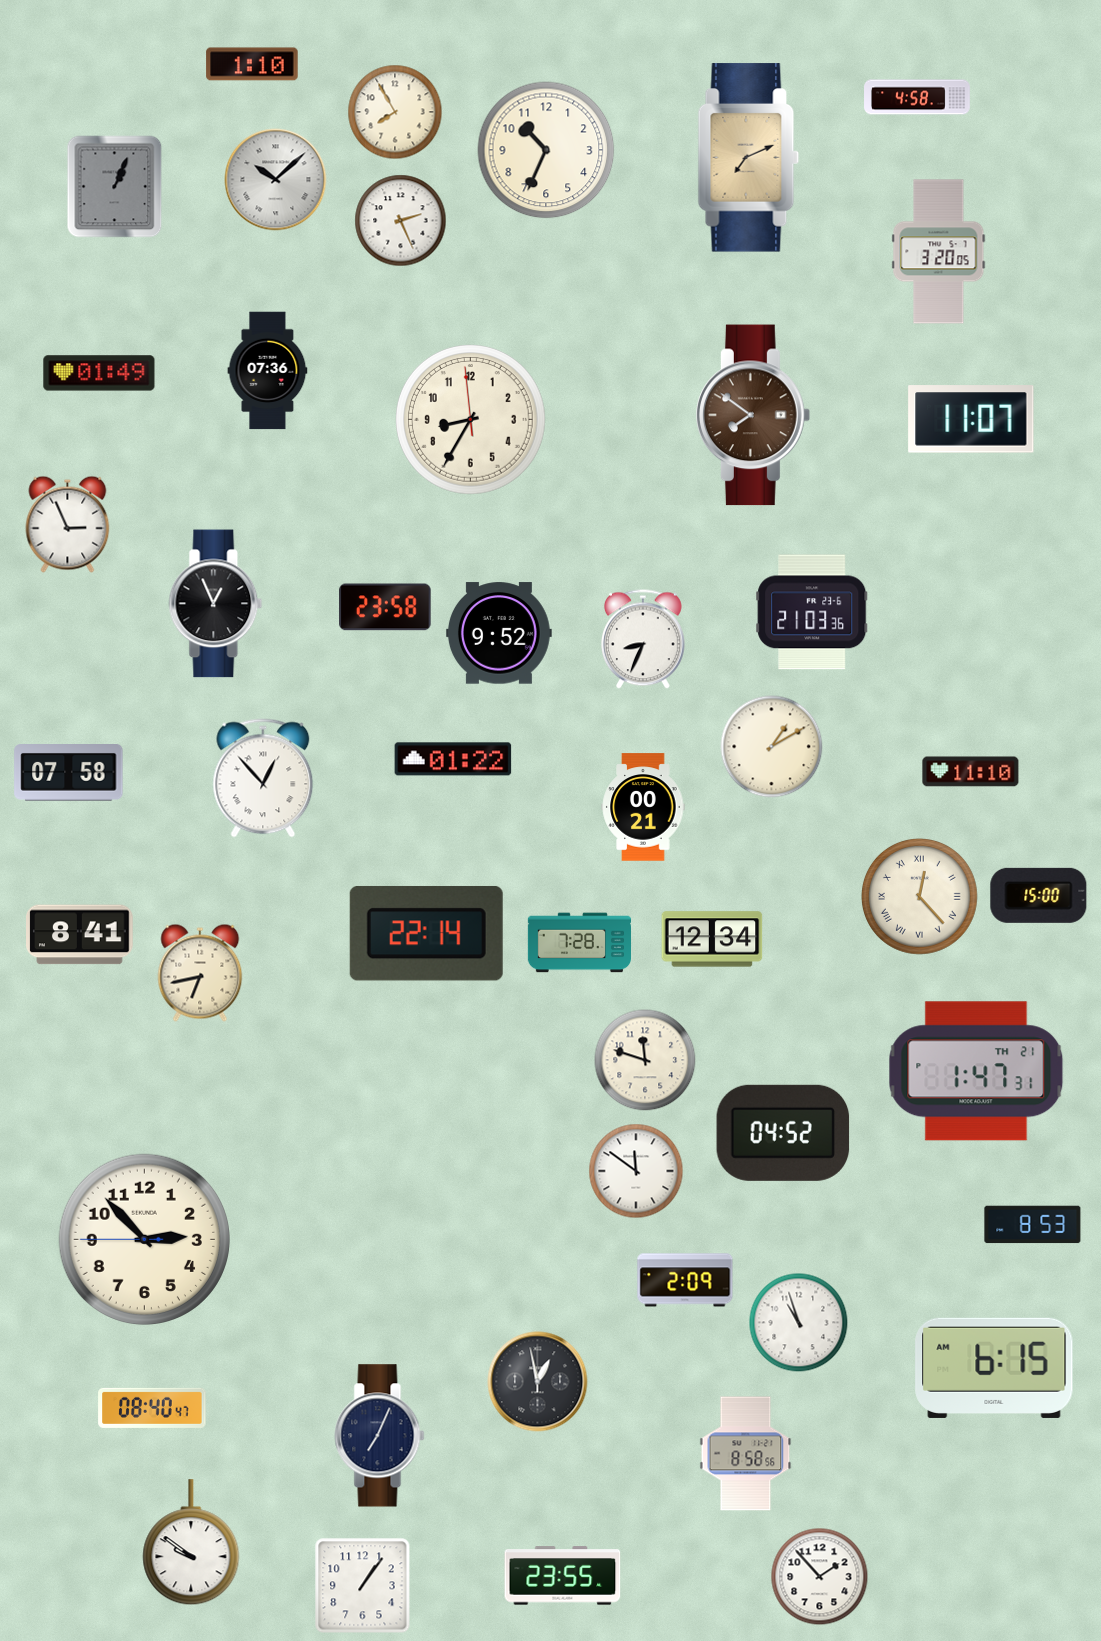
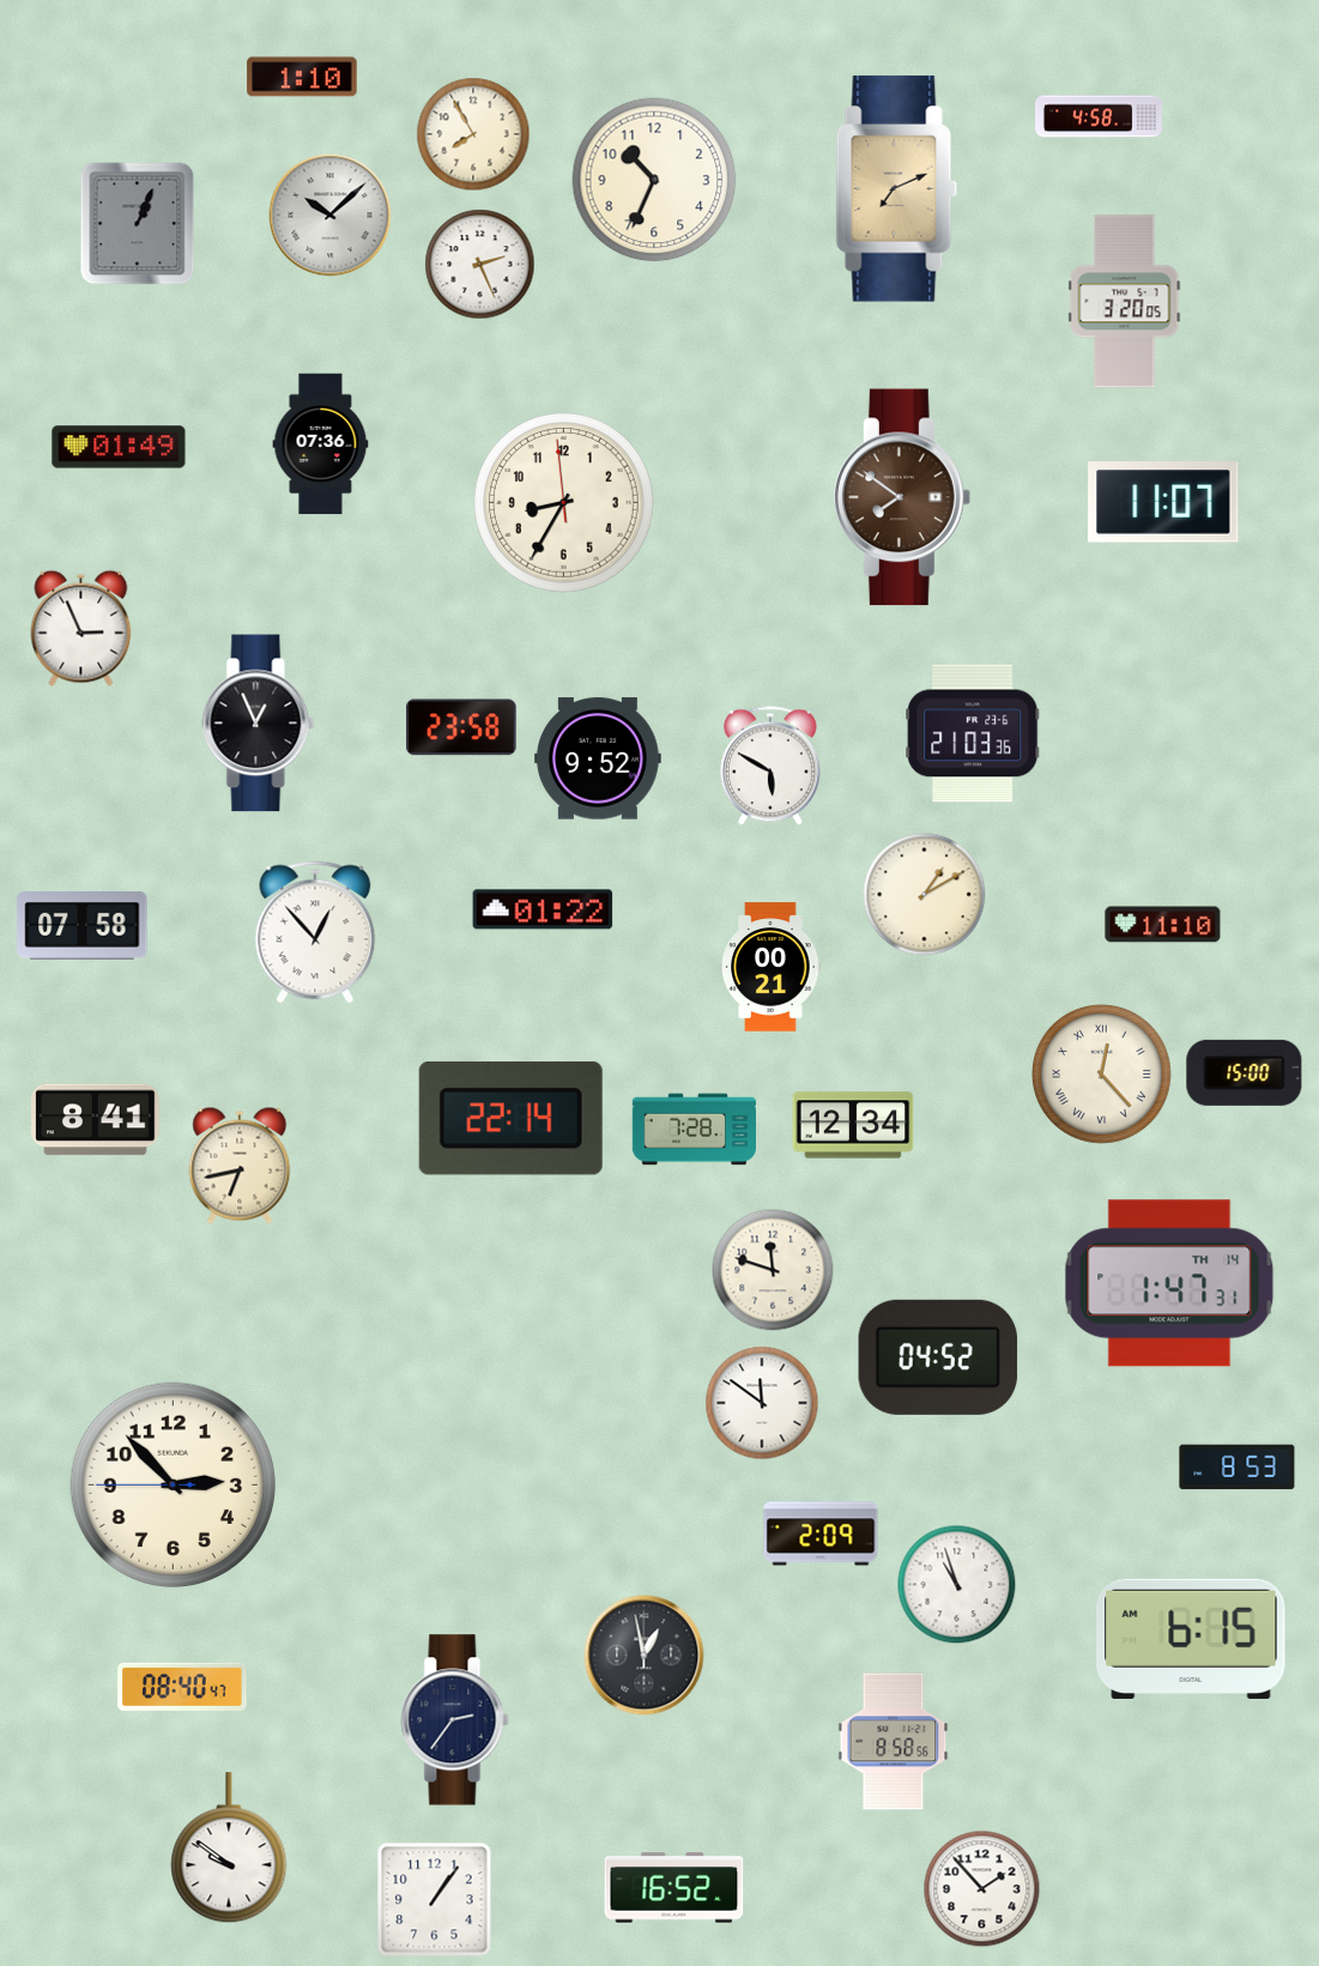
clock at (643, 639): 8:34 -> 5:50
clock at (976, 1071) date: TH 21 -> TH 14
clock at (380, 1436): 7:04 -> 2:36
clock at (563, 1576): 23:55 -> 16:52
